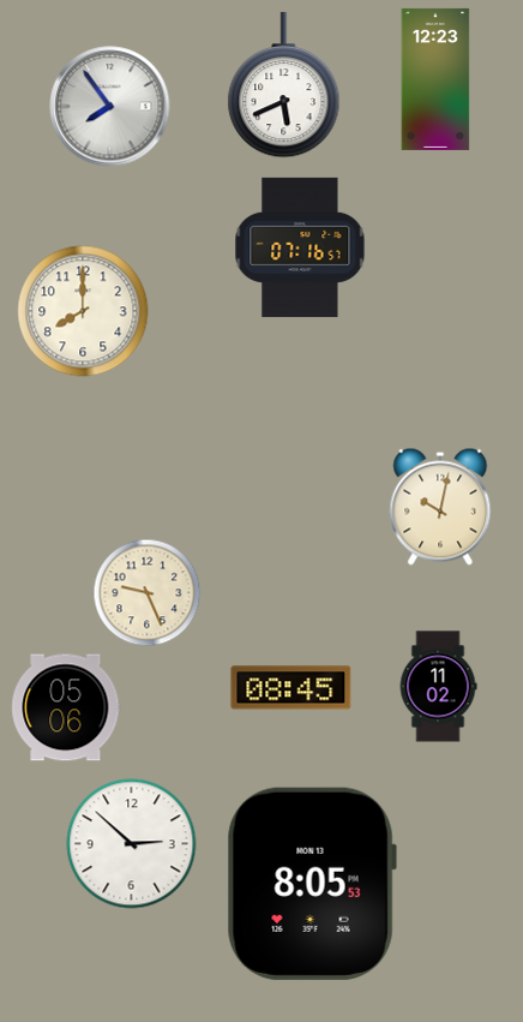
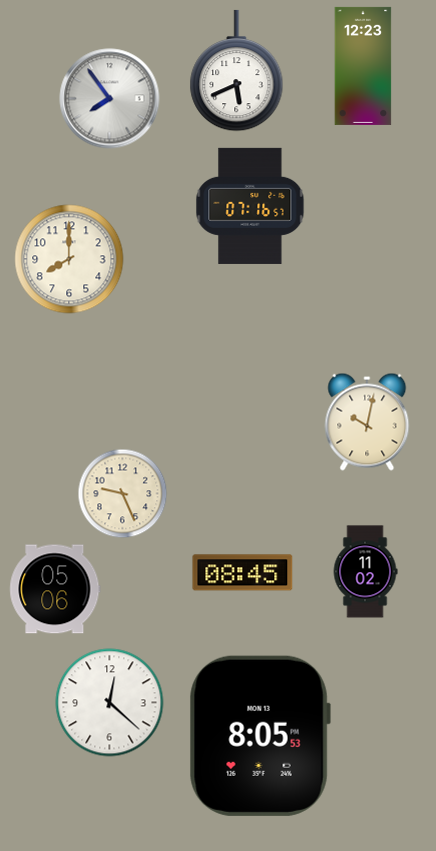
clock at (110, 107) position: (110, 107) -> (110, 99)
clock at (132, 844): 2:52 -> 12:22
